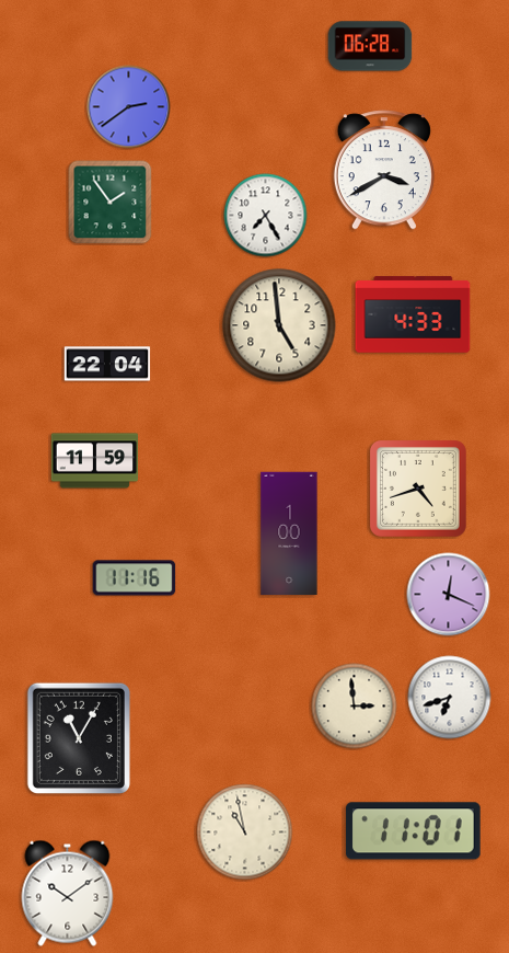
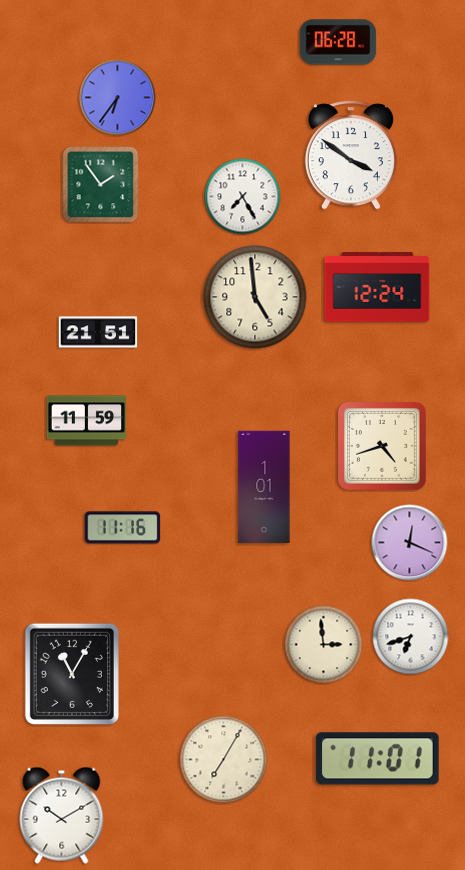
clock at (129, 107): 2:39 -> 6:36
clock at (384, 170): 3:40 -> 3:51
clock at (413, 314): 4:33 -> 12:24
clock at (107, 364): 22:04 -> 21:51
clock at (289, 533): 1:00 -> 1:01
clock at (245, 833): 10:58 -> 7:05
clock at (68, 893): 10:09 -> 10:10
